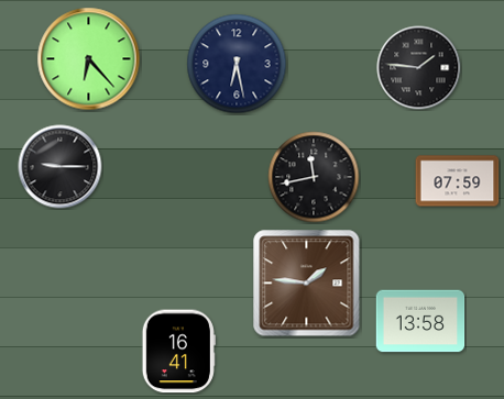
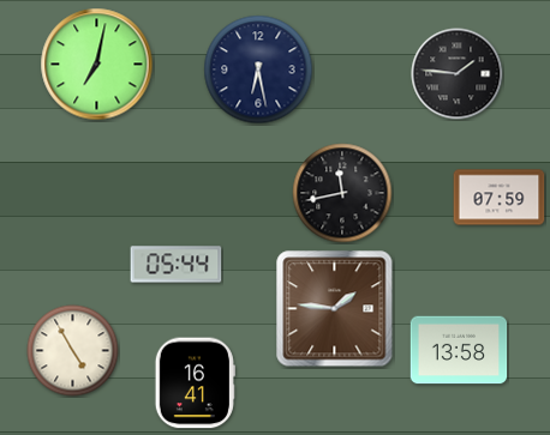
clock at (89, 59): 6:23 -> 7:02
clock at (61, 167): 9:15 -> none
clock at (177, 265): none -> 05:44
clock at (73, 351): none -> 4:55
